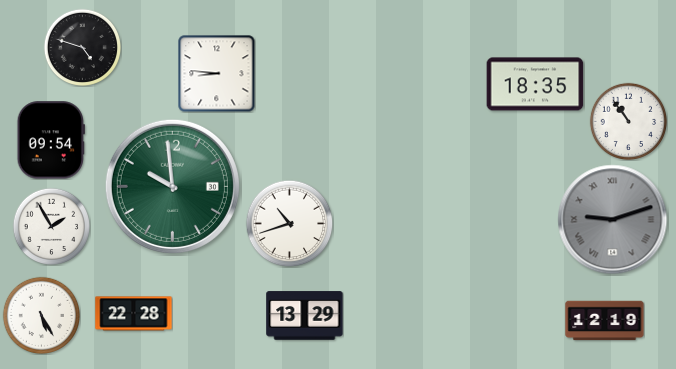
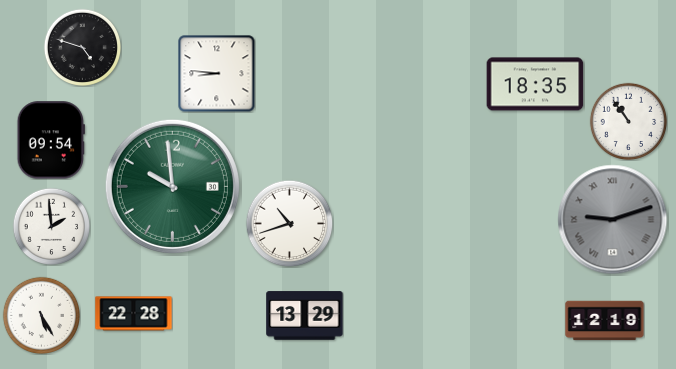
clock at (51, 226): 1:55 -> 1:59
